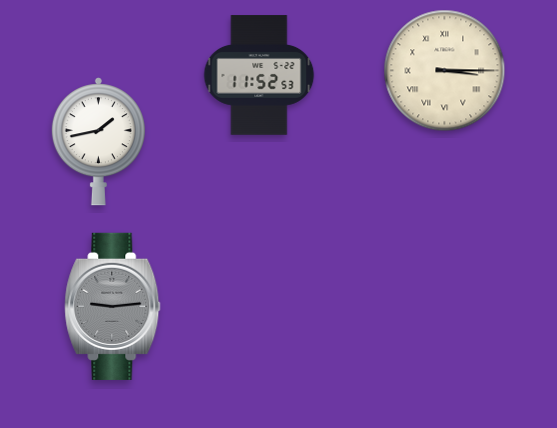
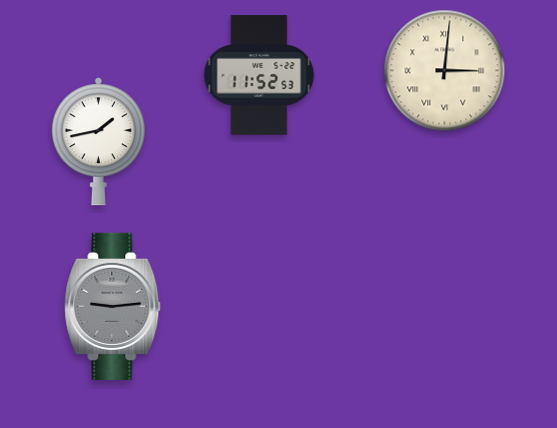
clock at (445, 71): 3:15 -> 3:01
